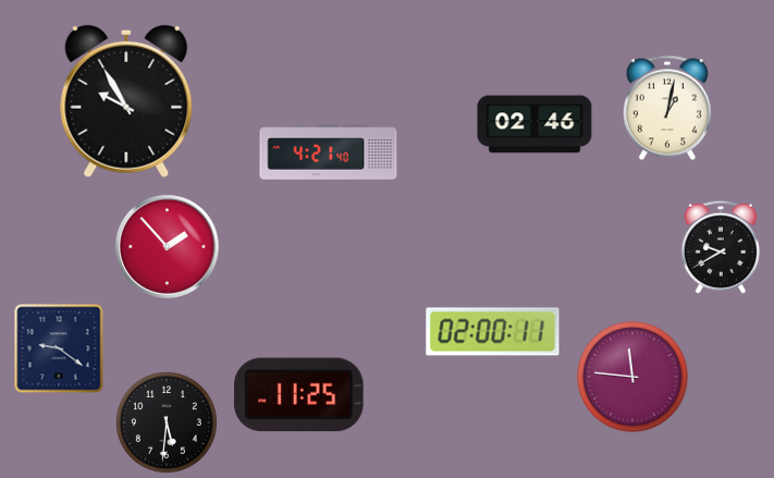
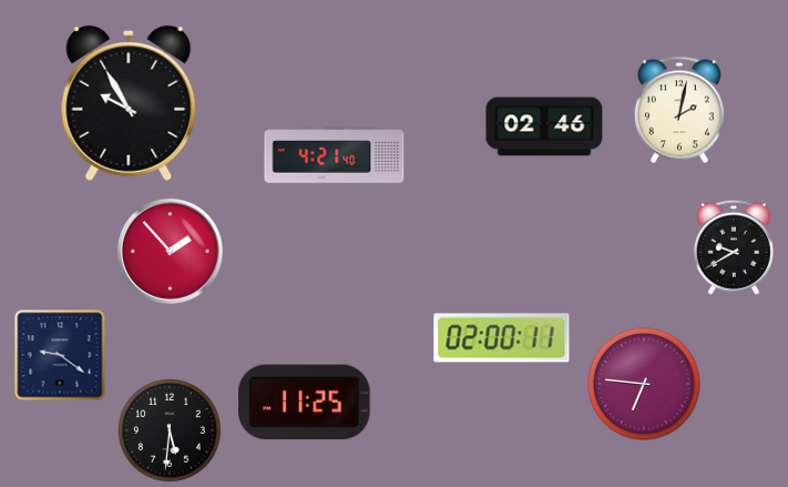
clock at (667, 108): 1:02 -> 2:02
clock at (721, 247) position: (721, 247) -> (734, 247)
clock at (632, 377): 11:46 -> 6:46
